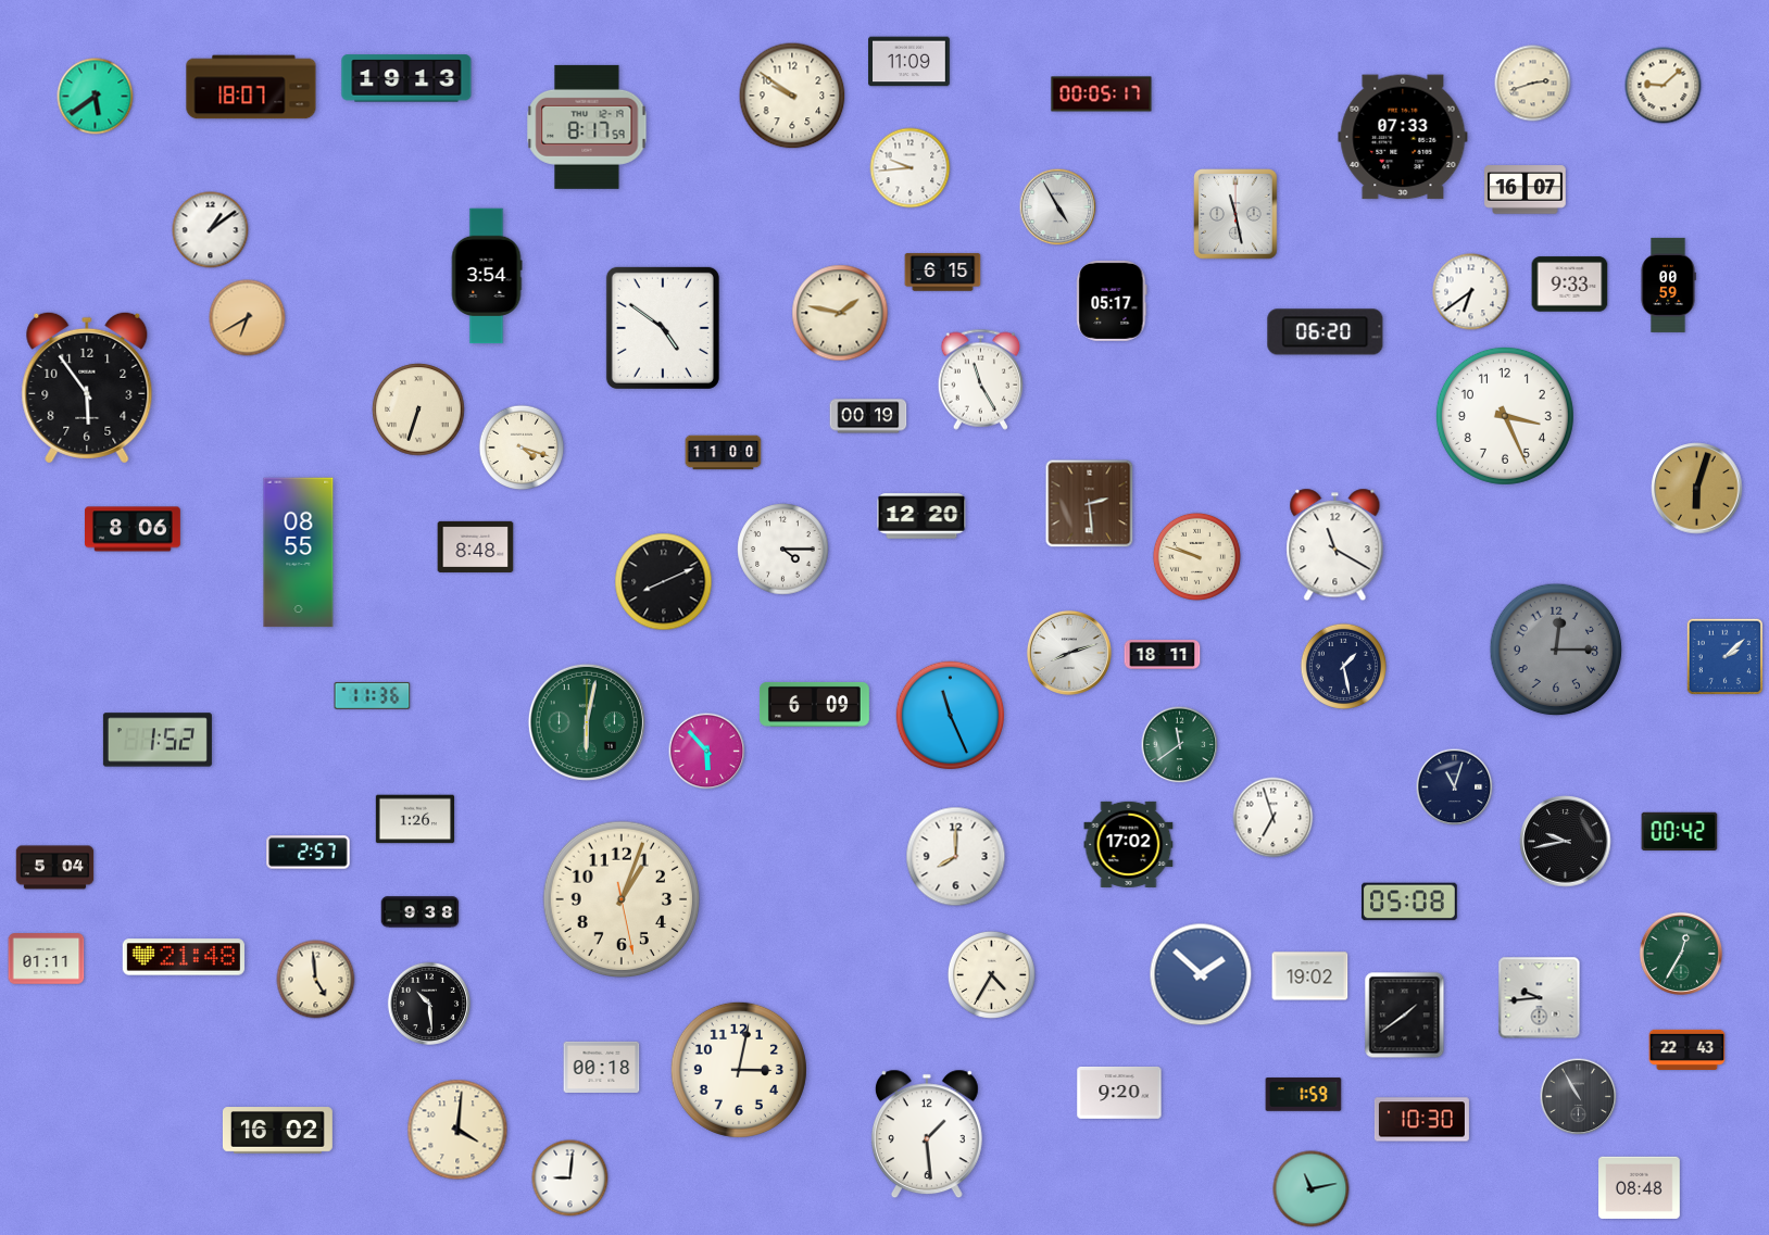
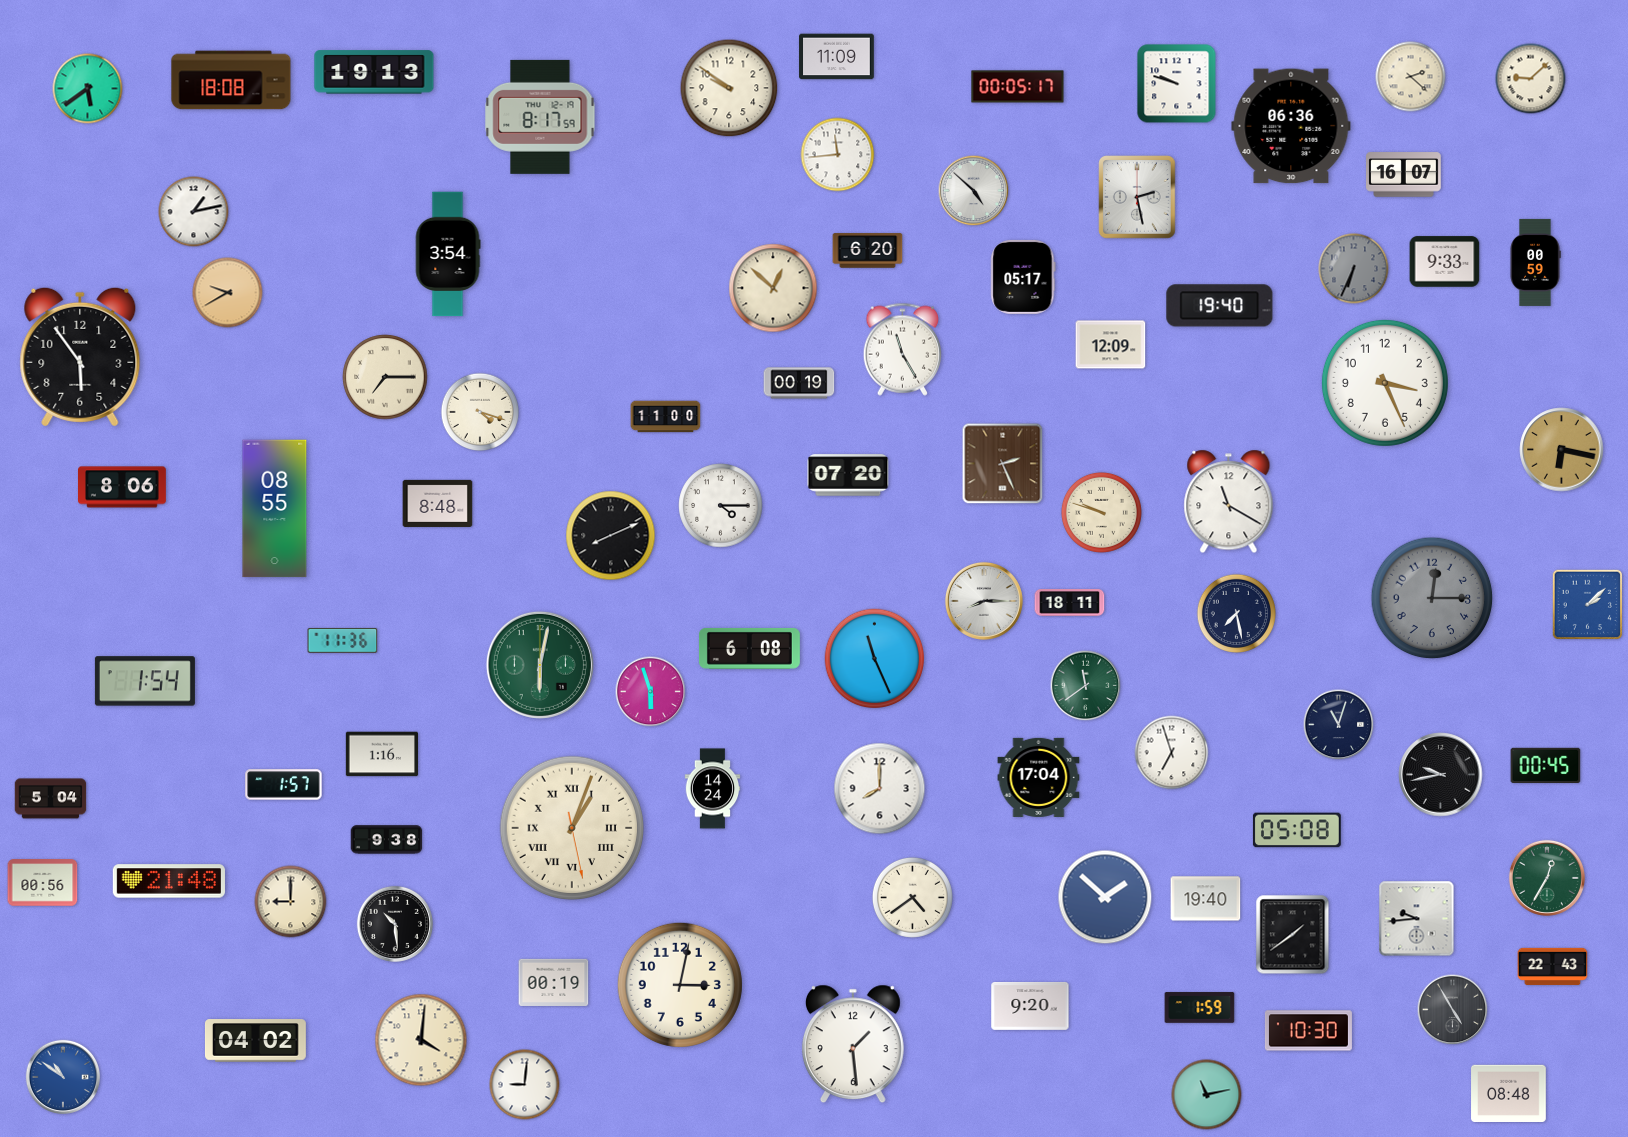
clock at (1533, 84): 2:42 -> 2:22
clock at (251, 87): 18:07 -> 18:08
clock at (1177, 84): none -> 9:48
clock at (1102, 94) position: (1102, 94) -> (1018, 87)
clock at (1403, 137): 07:33 -> 06:36
clock at (911, 168): 9:44 -> 11:44
clock at (1058, 207): 4:55 -> 4:52
clock at (1235, 214): 11:28 -> 2:28
clock at (211, 230): 1:09 -> 1:13
clock at (943, 273): 6:15 -> 6:20
clock at (1471, 292): 6:39 -> 6:34
clock at (1471, 292) dial: white -> grey
clock at (840, 313): 1:47 -> 12:52
clock at (248, 318): 6:40 -> 9:40
clock at (663, 328): 4:51 -> none
clock at (1326, 332): 06:20 -> 19:40
clock at (1111, 345): none -> 12:09
clock at (418, 409): 6:33 -> 7:15
clock at (1697, 489): 6:03 -> 6:17
clock at (1090, 504): 2:29 -> 2:26
clock at (921, 516): 12:20 -> 07:20
clock at (1069, 653): 8:12 -> 8:15
clock at (1343, 666): 1:28 -> 7:28
clock at (814, 704): 6:09 -> 6:08
clock at (158, 740): 1:52 -> 1:54
clock at (707, 752): 5:53 -> 5:57
clock at (414, 819): 1:26 -> 1:16
clock at (1680, 831): 00:42 -> 00:45
clock at (1129, 844): 17:02 -> 17:04
clock at (309, 853): 2:57 -> 1:57
clock at (713, 789): none -> 14:24
clock at (622, 899) numerals: Arabic -> Roman
clock at (47, 959): 01:11 -> 00:56
clock at (991, 974): 4:35 -> 4:39
clock at (1310, 976): 19:02 -> 19:40
clock at (316, 980): 4:59 -> 9:00
clock at (602, 1067): 00:18 -> 00:19
clock at (1579, 1097): 10:55 -> 4:55
clock at (277, 1131): 16:02 -> 04:02
clock at (62, 1076): none -> 10:51
